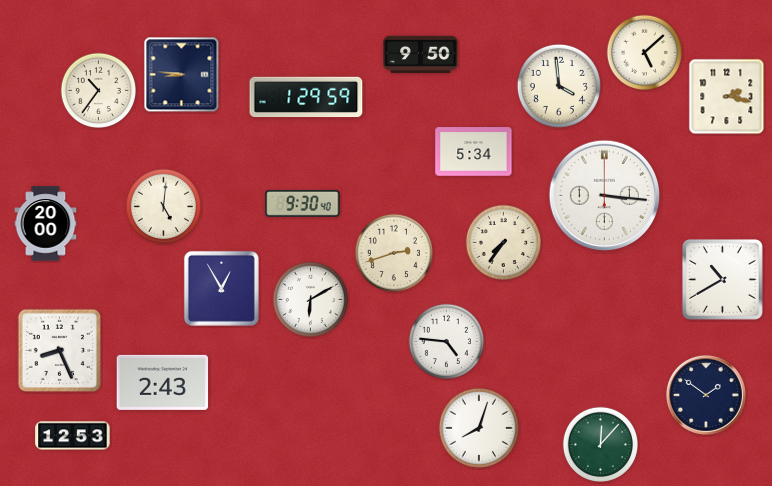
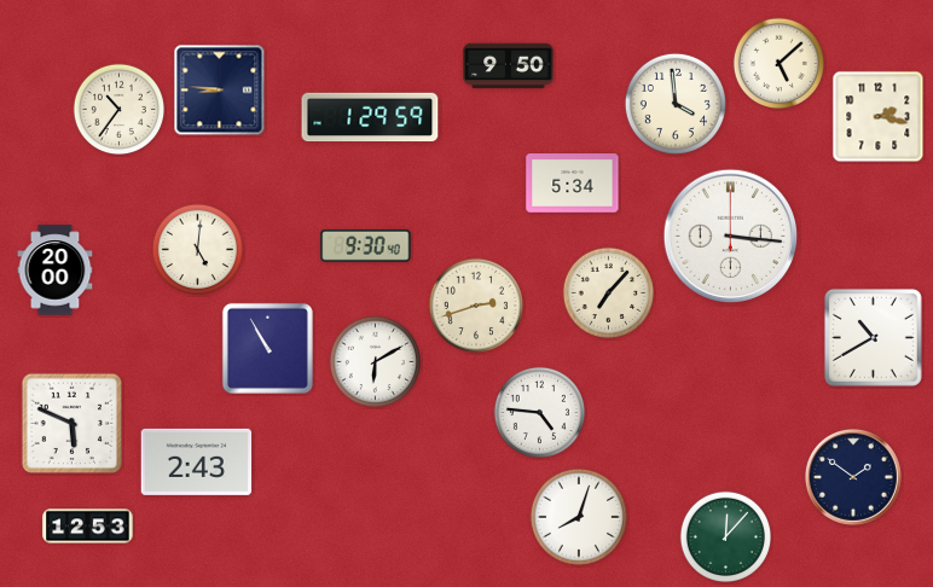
clock at (503, 242): 7:36 -> 7:07
clock at (221, 288): 12:55 -> 10:55
clock at (60, 351): 8:26 -> 5:49
